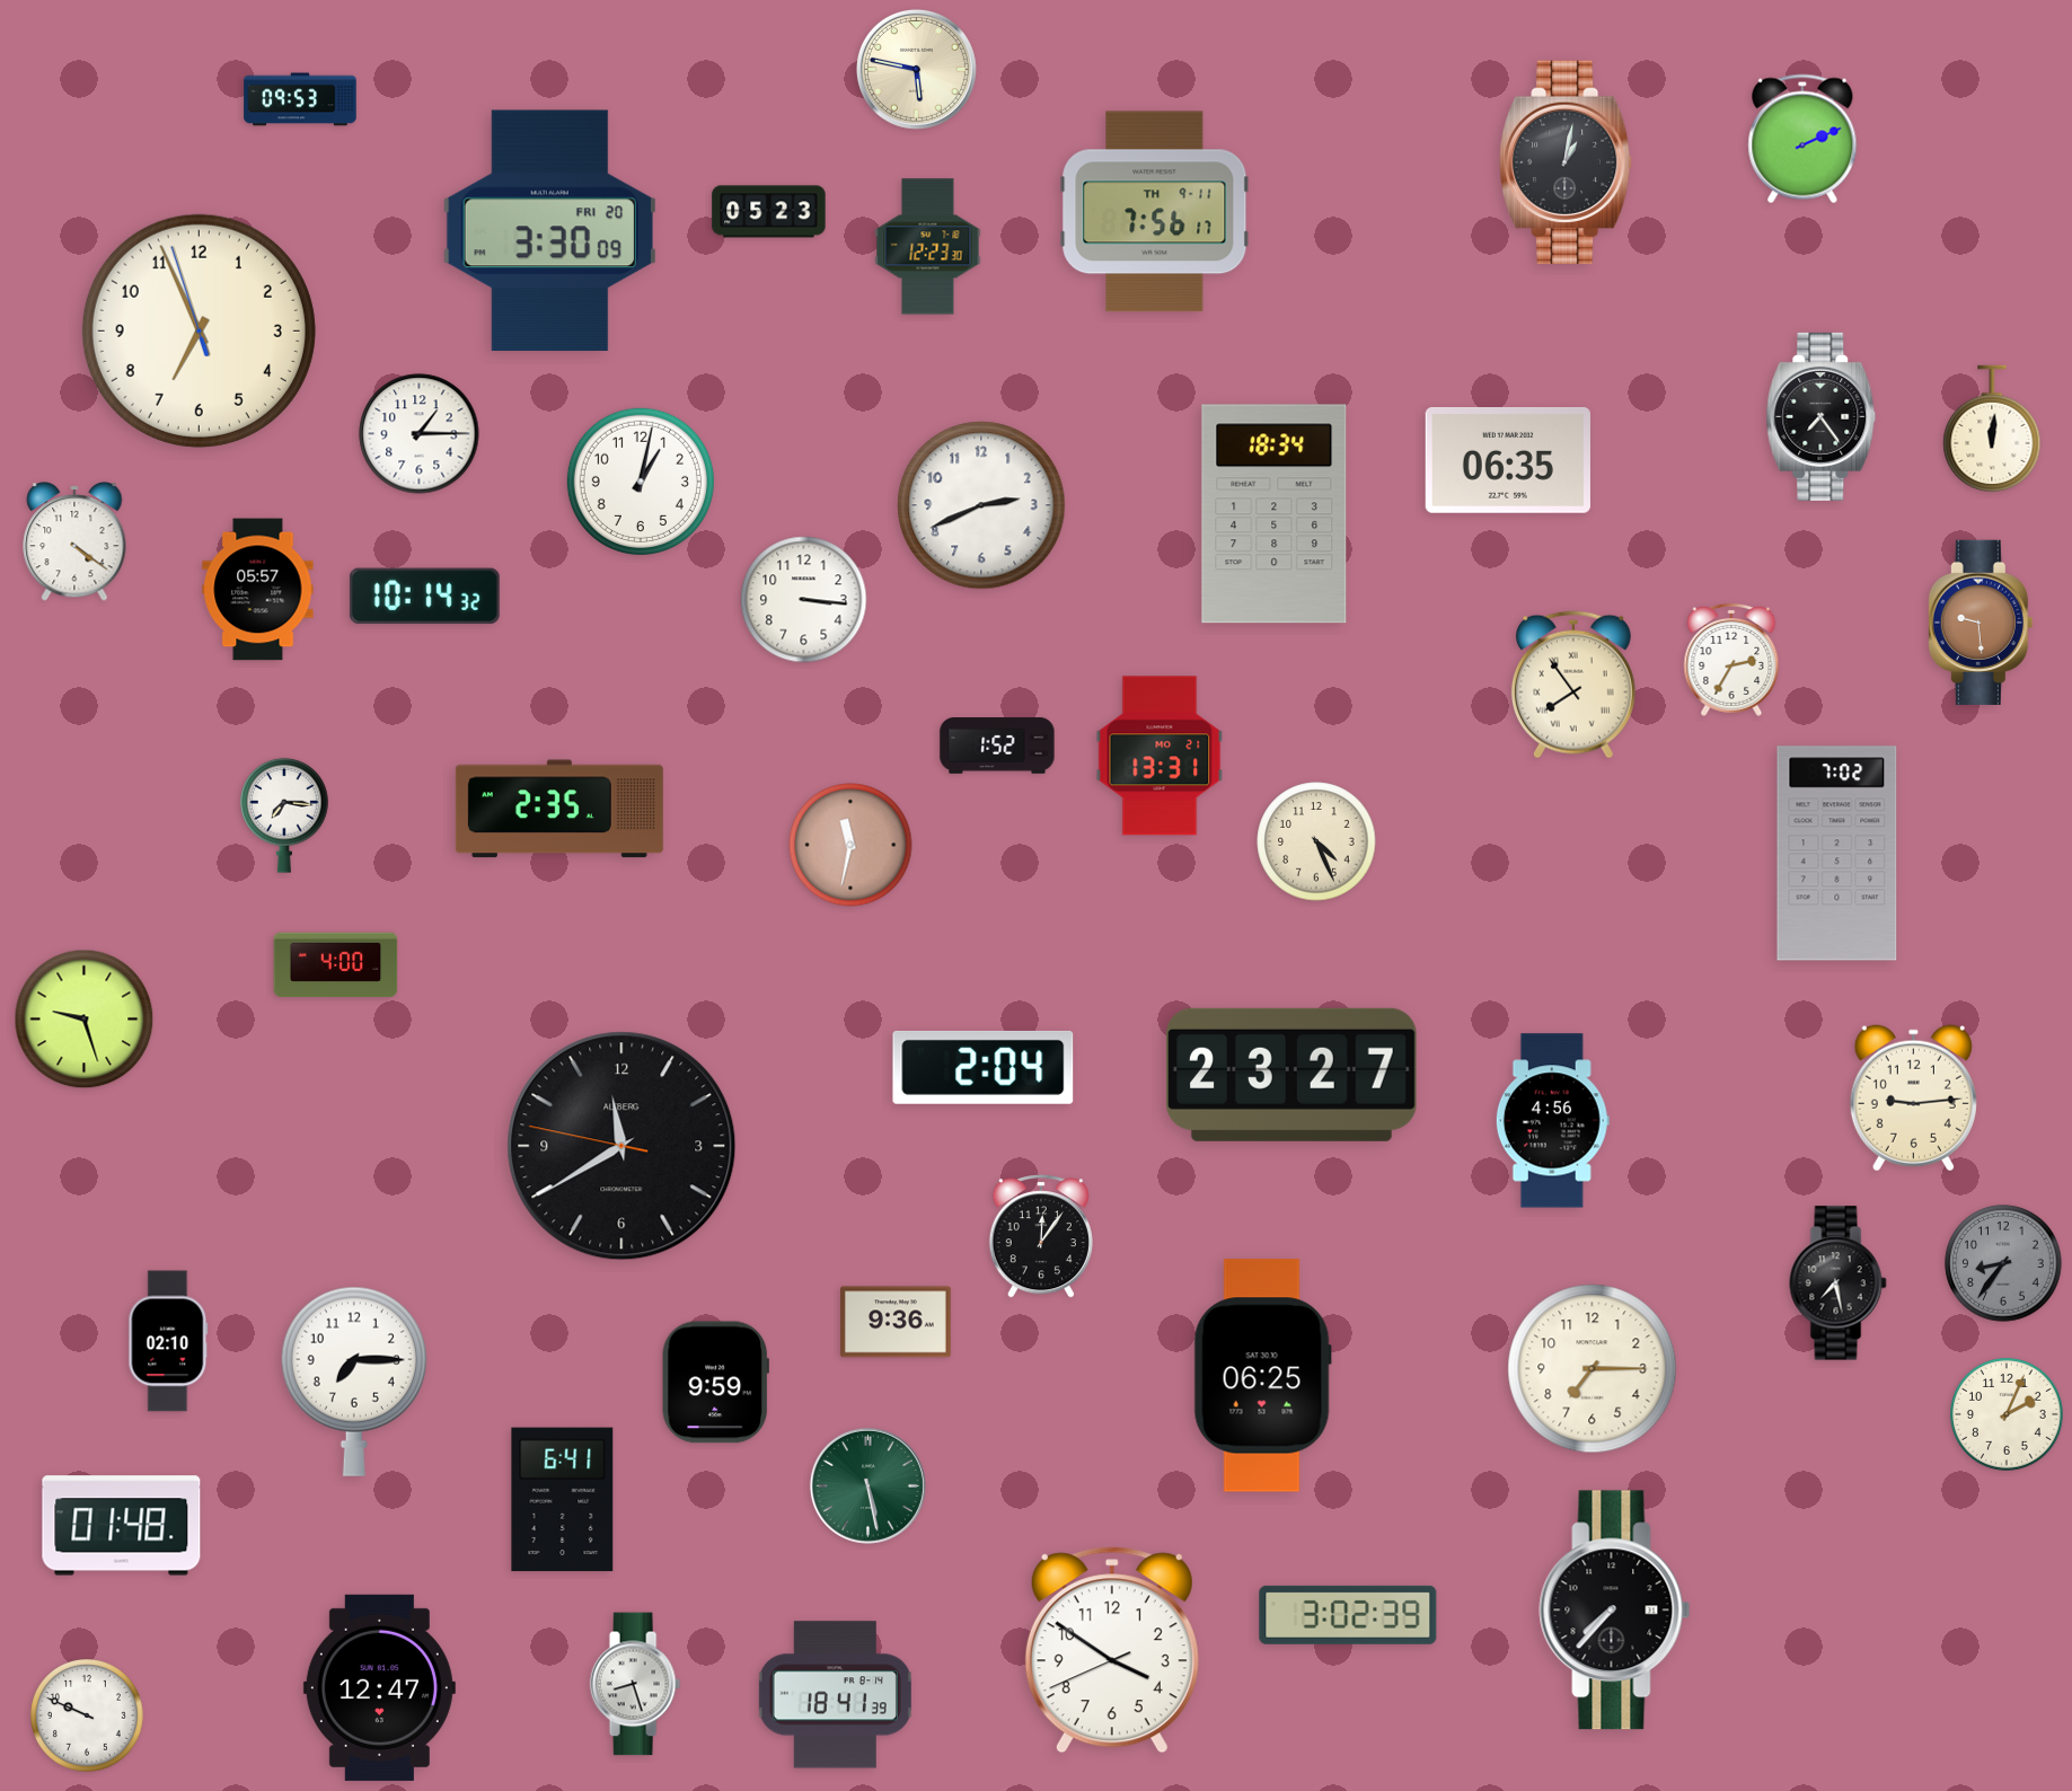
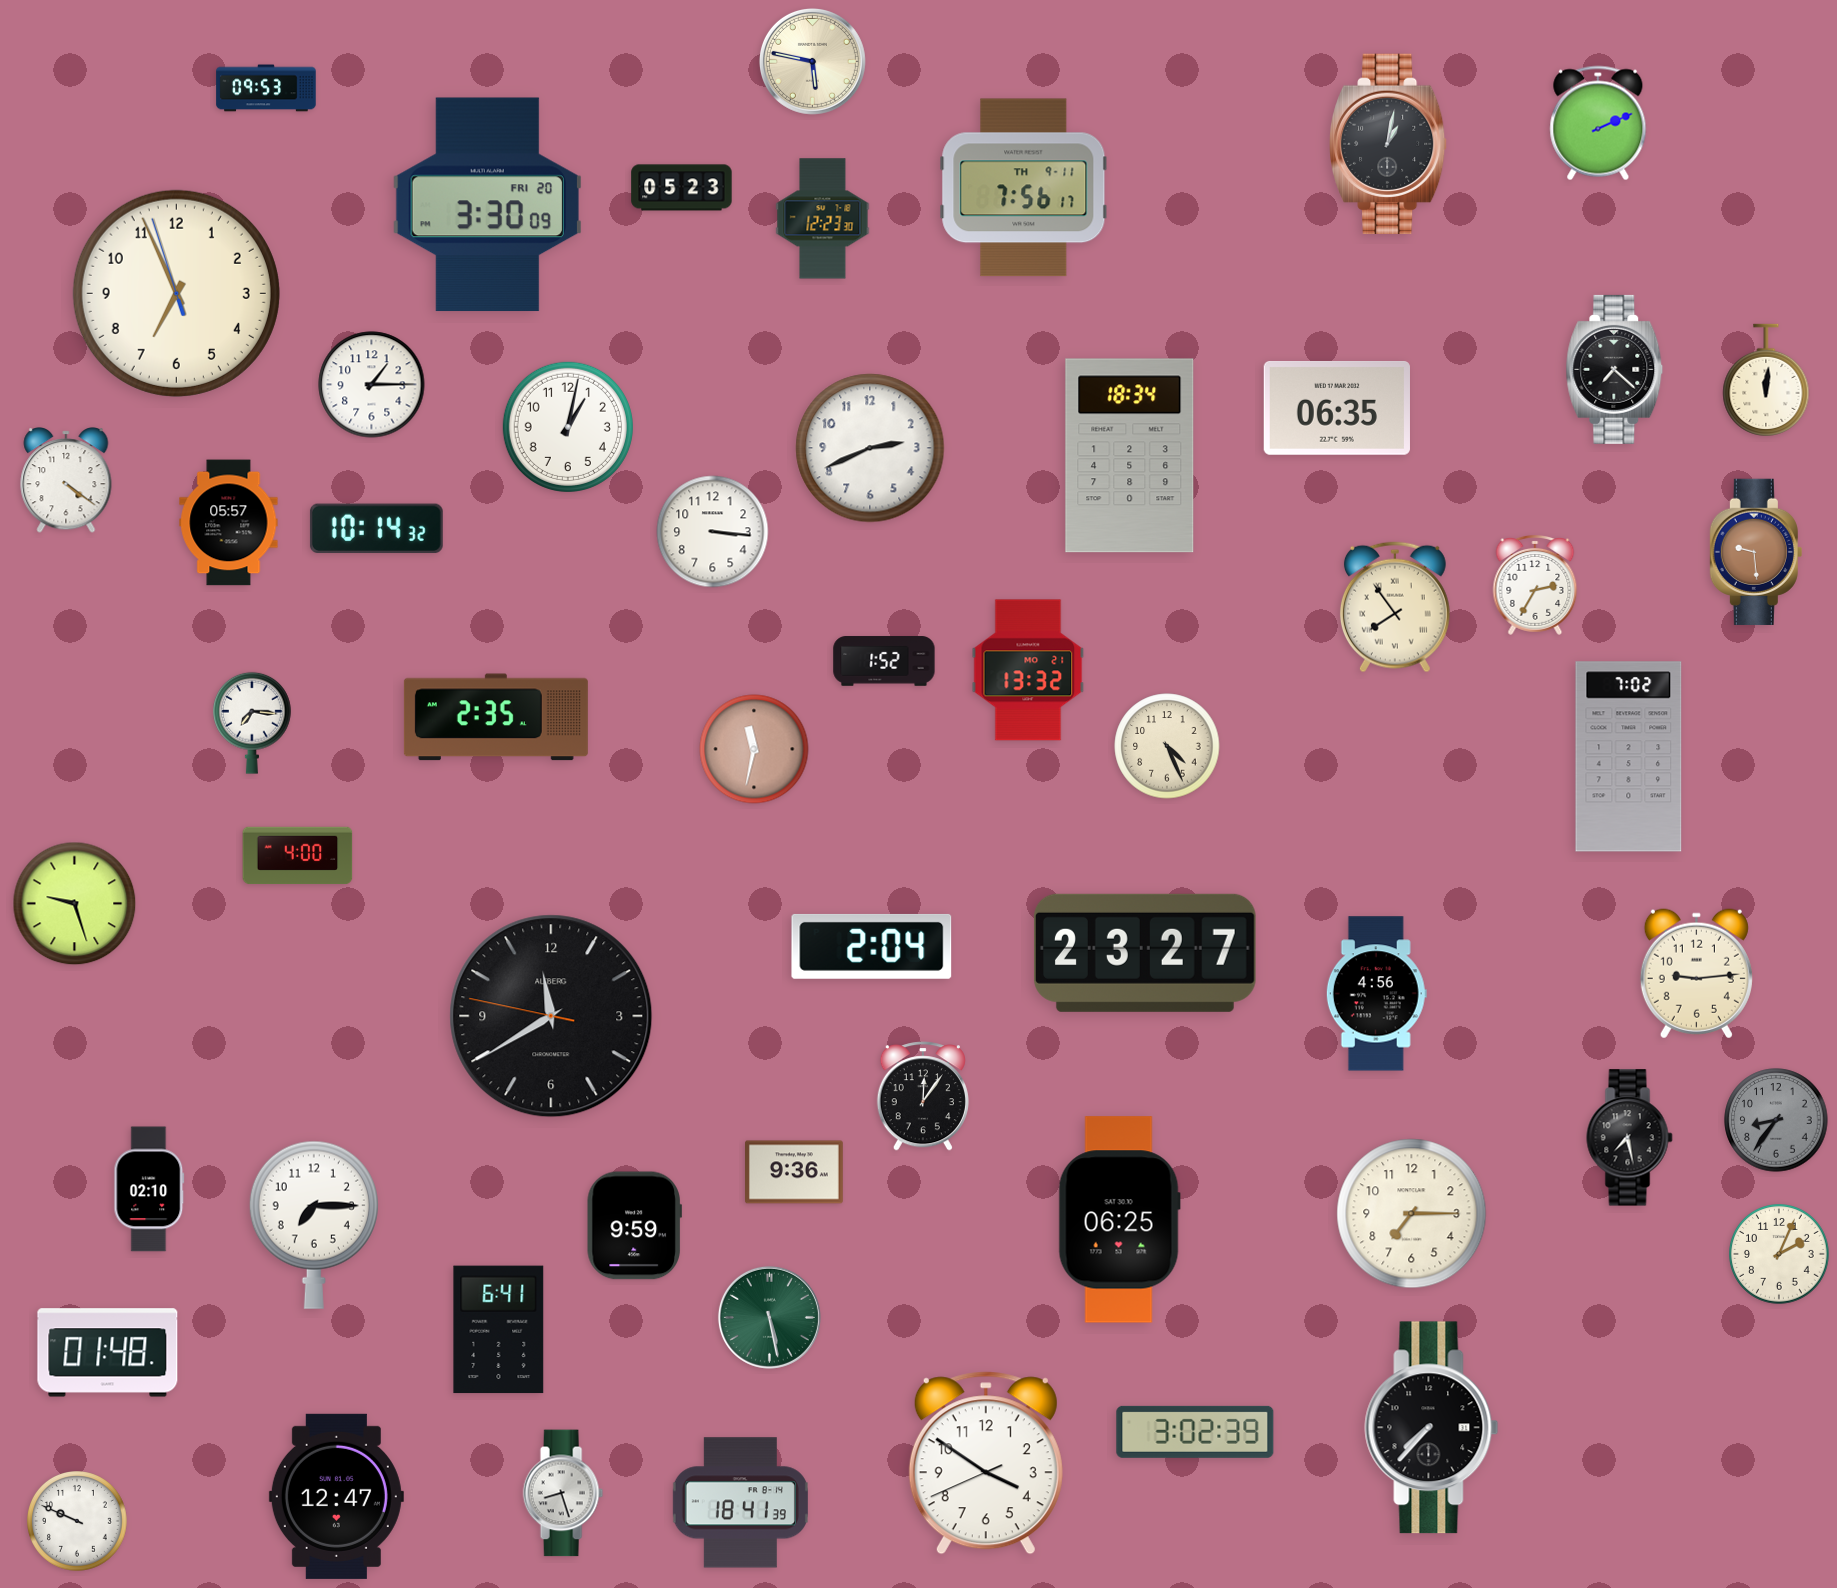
clock at (1822, 416): 7:24 -> 7:22
clock at (1160, 756): 13:31 -> 13:32
